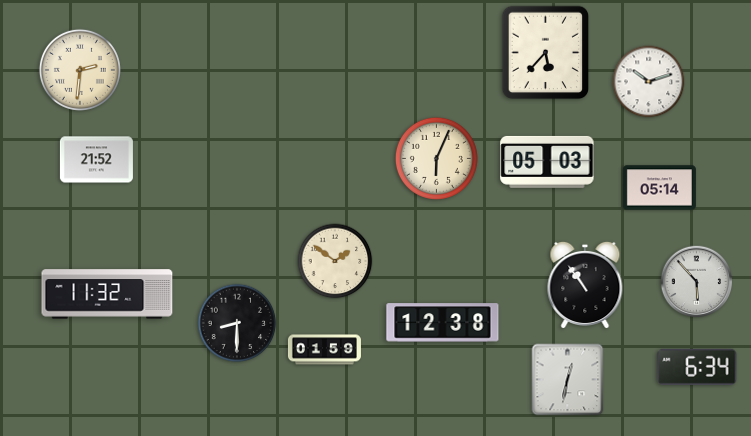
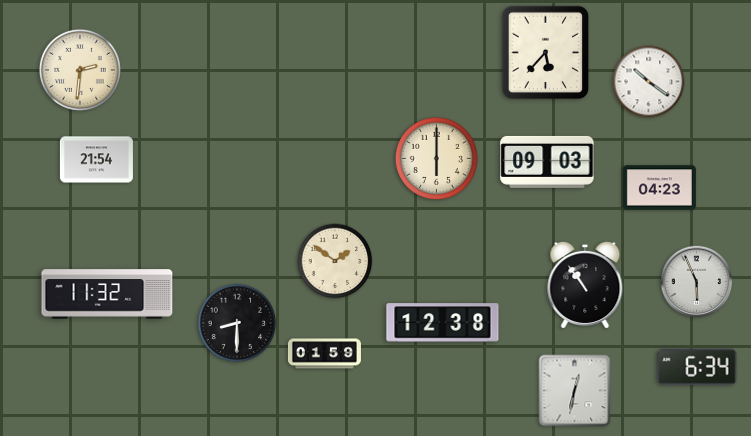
clock at (649, 82): 10:12 -> 10:21
clock at (436, 158): 6:04 -> 6:00
clock at (96, 160): 21:52 -> 21:54
clock at (547, 162): 05:03 -> 09:03
clock at (659, 188): 05:14 -> 04:23
clock at (697, 282): 5:53 -> 5:56
clock at (324, 350) position: (324, 350) -> (324, 354)
clock at (568, 380) position: (568, 380) -> (575, 391)
